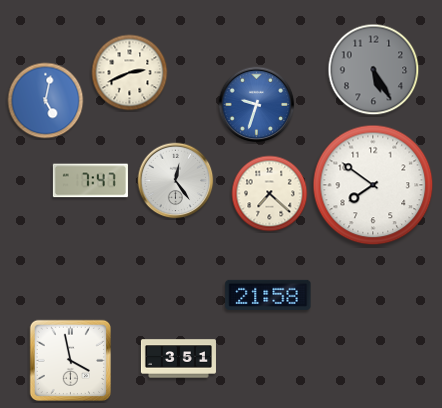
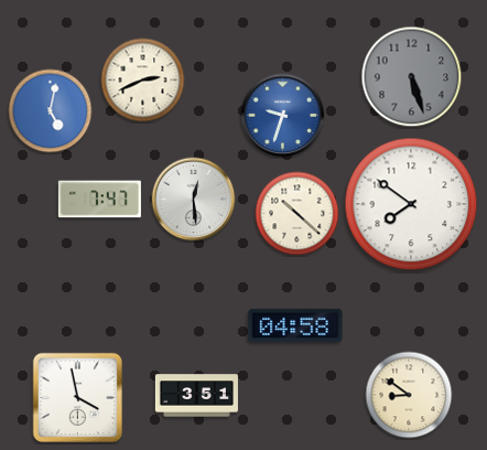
clock at (374, 70): 5:25 -> 5:27
clock at (176, 181): 12:24 -> 12:29
clock at (270, 194): 7:22 -> 10:22
clock at (268, 295): 21:58 -> 04:58
clock at (409, 395): none -> 8:51
